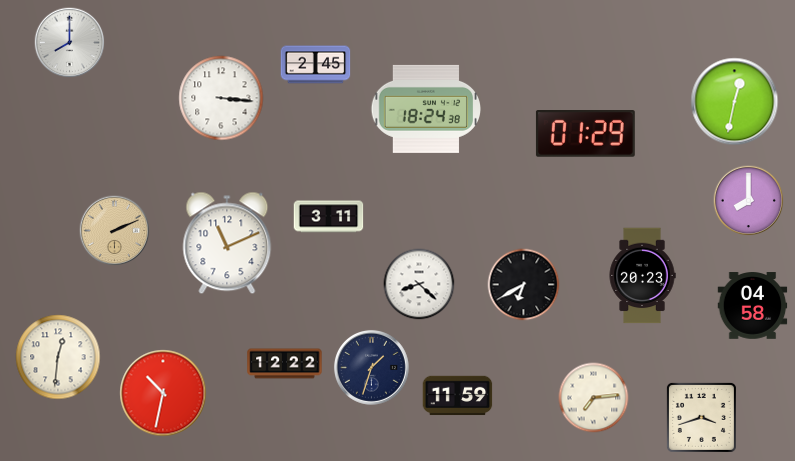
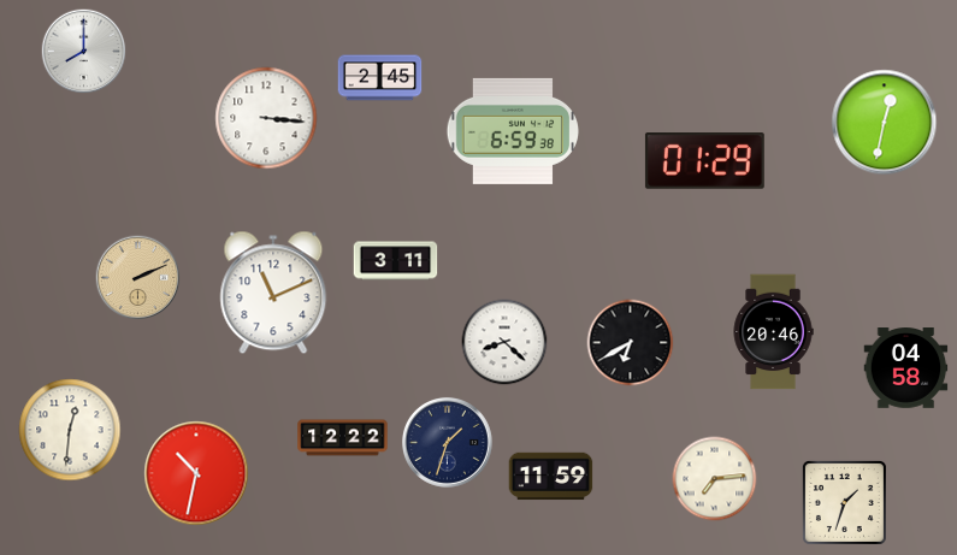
clock at (425, 109): 18:24 -> 6:59
clock at (749, 201): 8:00 -> none
clock at (642, 276): 20:23 -> 20:46
clock at (701, 417): 3:42 -> 1:33
